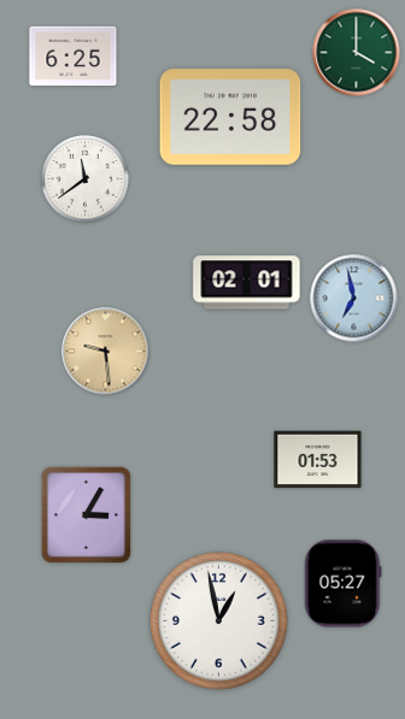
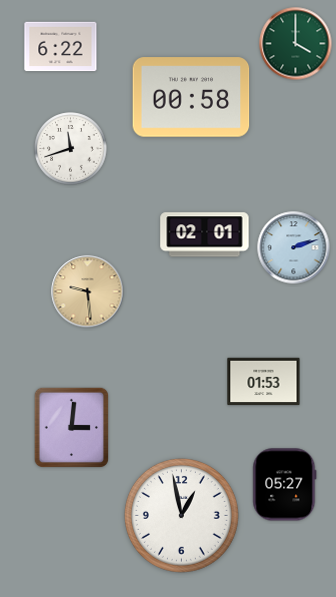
clock at (74, 57): 6:25 -> 6:22
clock at (230, 117): 22:58 -> 00:58
clock at (86, 179): 11:39 -> 11:42
clock at (354, 299): 6:58 -> 2:12
clock at (87, 515): 3:05 -> 3:01
